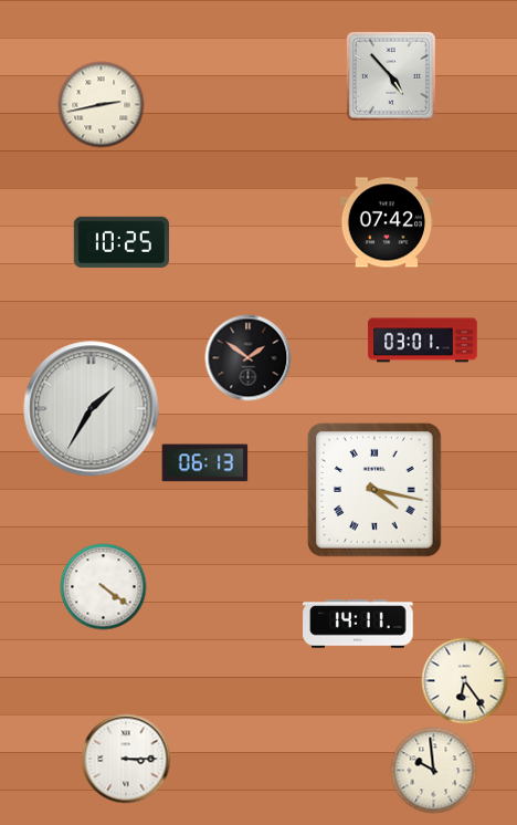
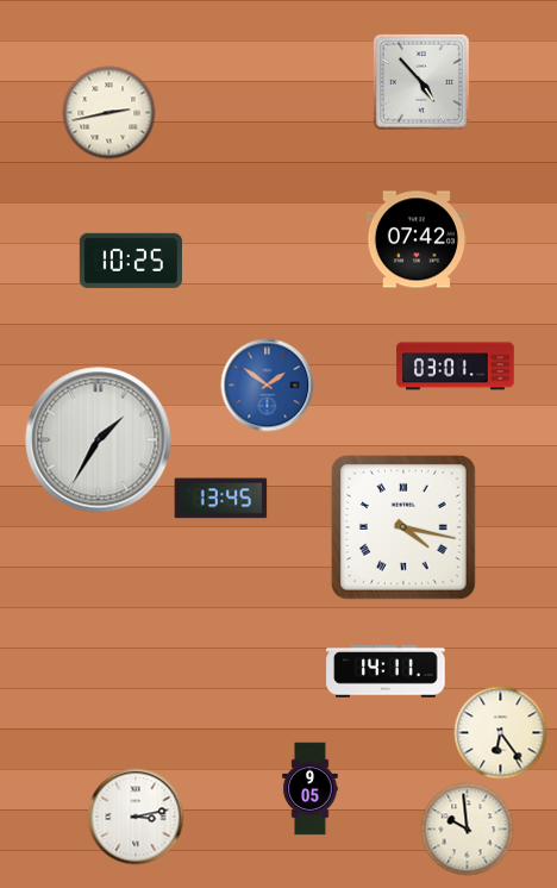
clock at (247, 357) dial: black -> blue
clock at (204, 463): 06:13 -> 13:45
clock at (103, 586): 4:21 -> none
clock at (311, 788): none -> 9:05
clock at (126, 759): 3:15 -> 3:13
